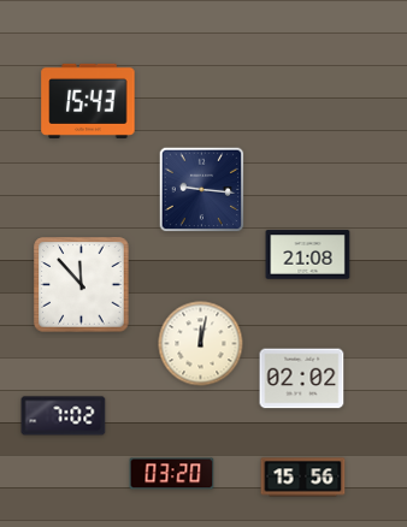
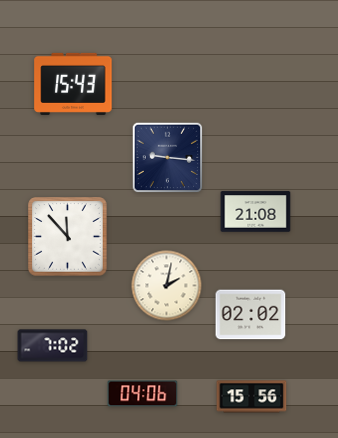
clock at (201, 344): 12:02 -> 2:02
clock at (172, 474): 03:20 -> 04:06
